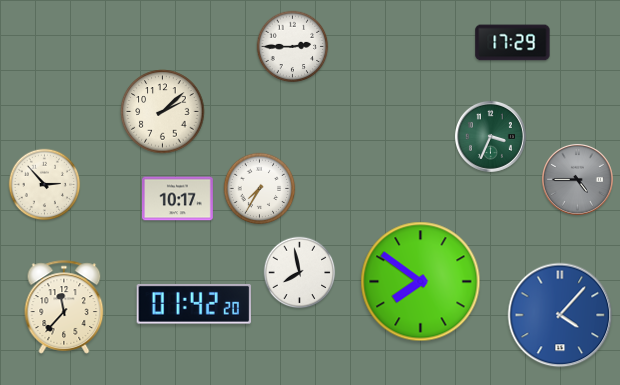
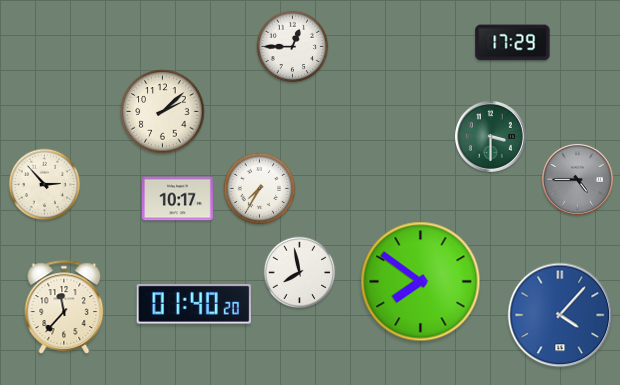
clock at (293, 47): 2:45 -> 12:45
clock at (490, 136): 3:34 -> 3:30
clock at (193, 305): 01:42 -> 01:40
